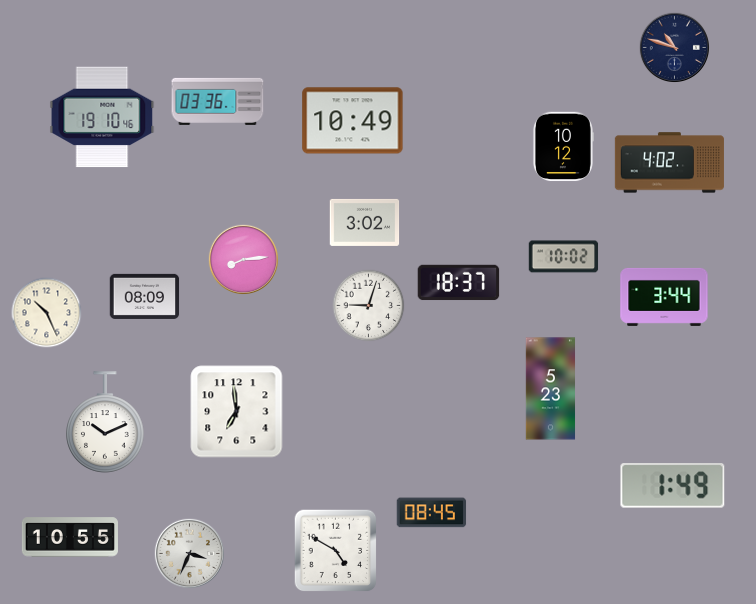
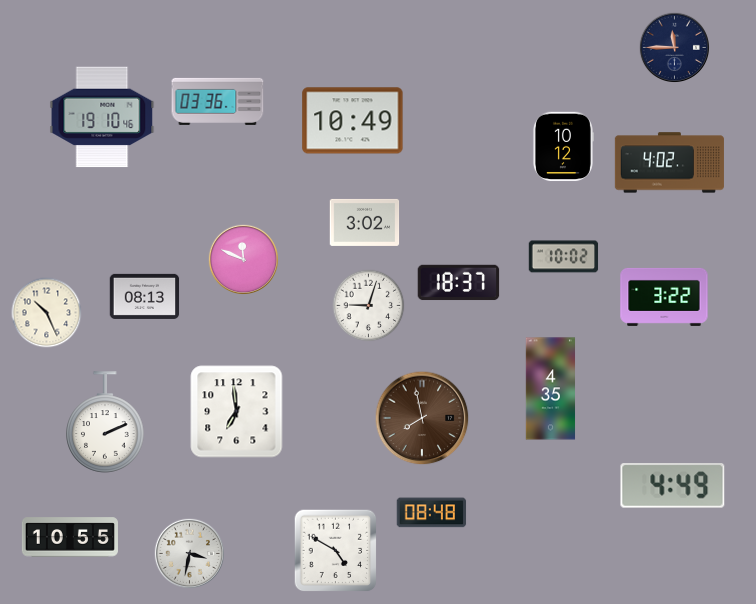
clock at (674, 47): 10:48 -> 11:45
clock at (243, 259): 8:14 -> 11:49
clock at (145, 296): 08:09 -> 08:13
clock at (664, 297): 3:44 -> 3:22
clock at (551, 389): 5:23 -> 4:35
clock at (422, 418): none -> 7:58
clock at (105, 422): 10:11 -> 2:11
clock at (673, 486): 1:49 -> 4:49
clock at (432, 513): 08:45 -> 08:48
clock at (189, 553): 3:34 -> 3:32
